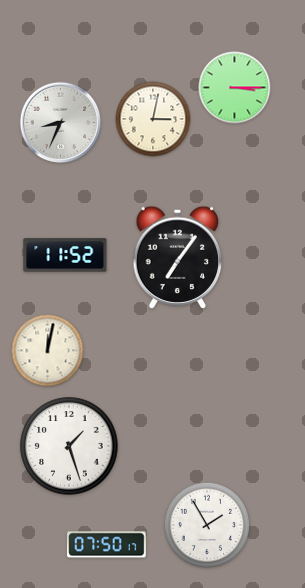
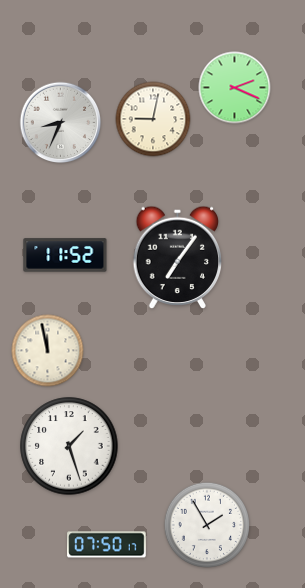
clock at (235, 88): 3:15 -> 2:19
clock at (153, 119): 3:02 -> 9:02
clock at (48, 351): 12:02 -> 11:58
